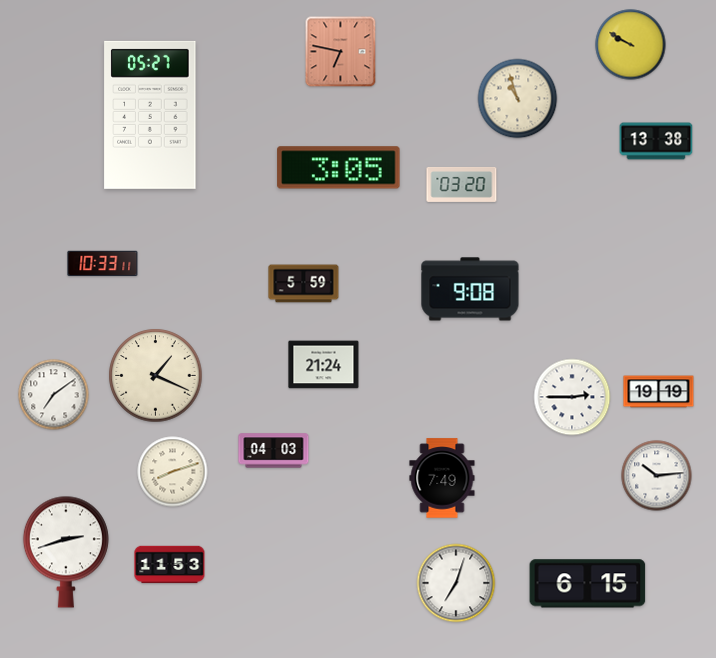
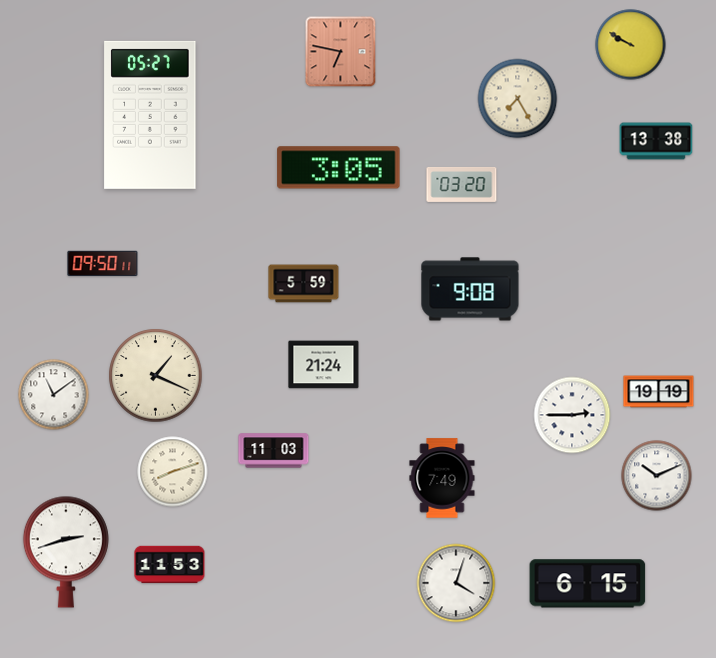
clock at (518, 99): 10:57 -> 7:25
clock at (103, 264): 10:33 -> 09:50
clock at (54, 395): 7:09 -> 11:09
clock at (572, 397) position: (572, 397) -> (572, 415)
clock at (274, 451): 04:03 -> 11:03
clock at (657, 476): 10:14 -> 10:11
clock at (456, 583): 7:03 -> 4:03
